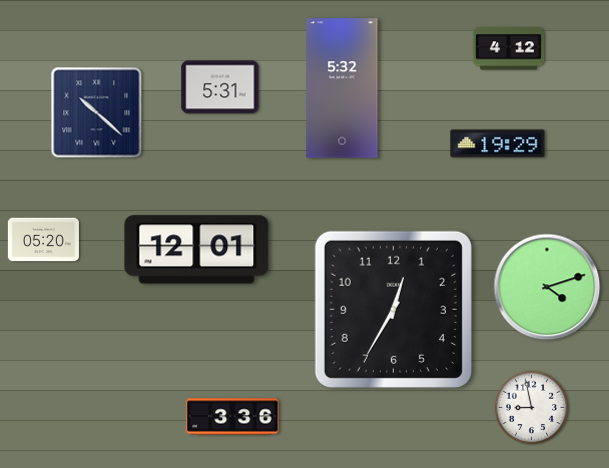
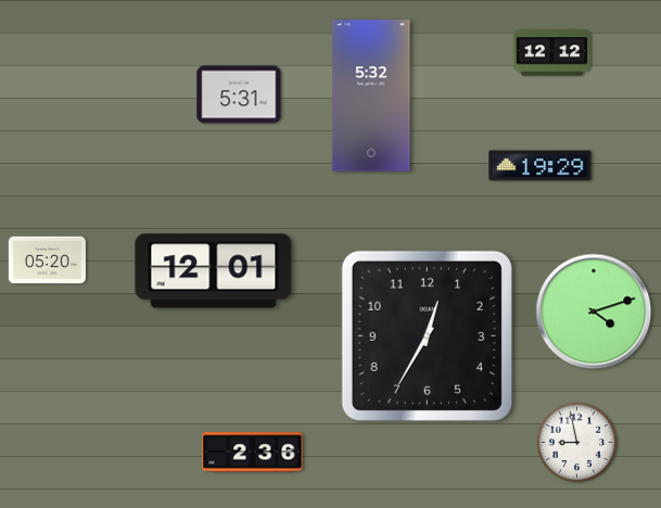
clock at (508, 49): 4:12 -> 12:12
clock at (97, 113): 10:22 -> none
clock at (498, 144) position: (498, 144) -> (541, 166)
clock at (233, 417): 3:36 -> 2:36
